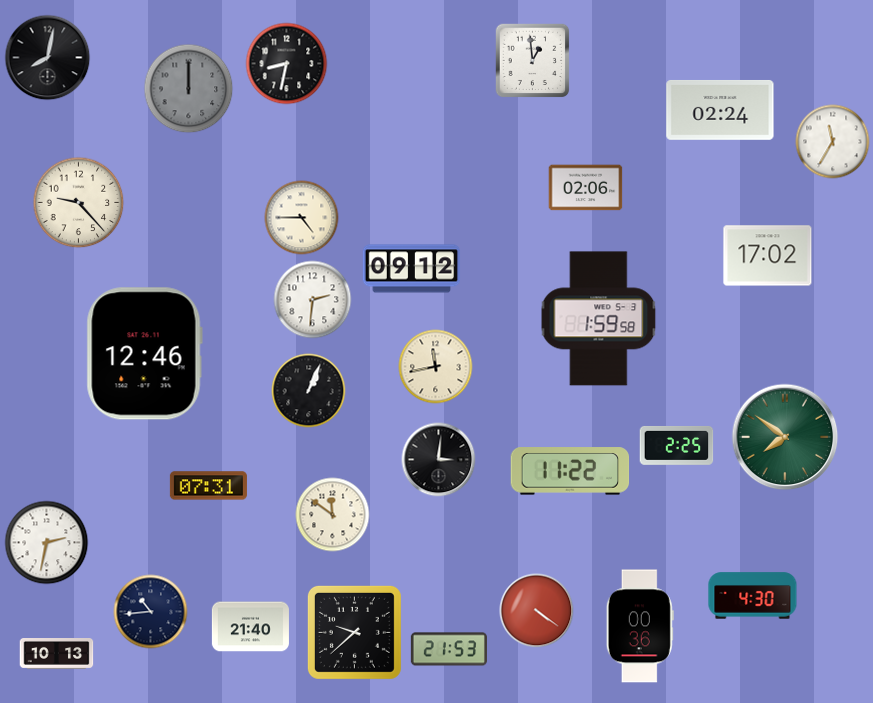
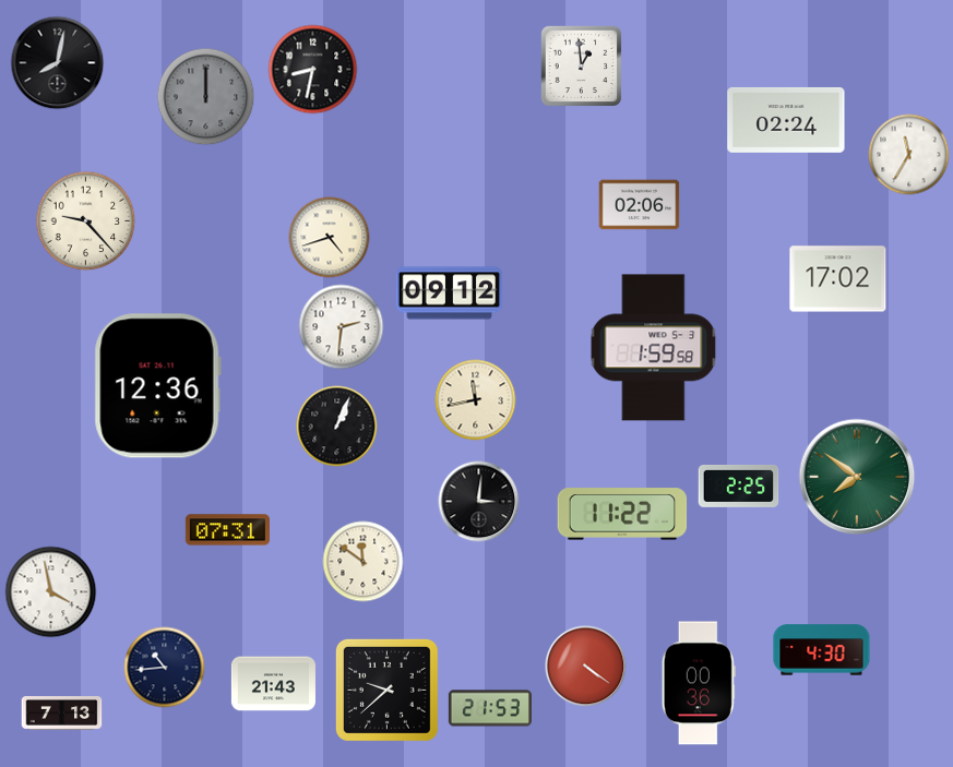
clock at (48, 58) position: (48, 58) -> (58, 63)
clock at (302, 218): 4:45 -> 4:42
clock at (144, 354): 12:46 -> 12:36
clock at (47, 543): 2:32 -> 3:58
clock at (250, 627): 21:40 -> 21:43
clock at (57, 654): 10:13 -> 7:13
